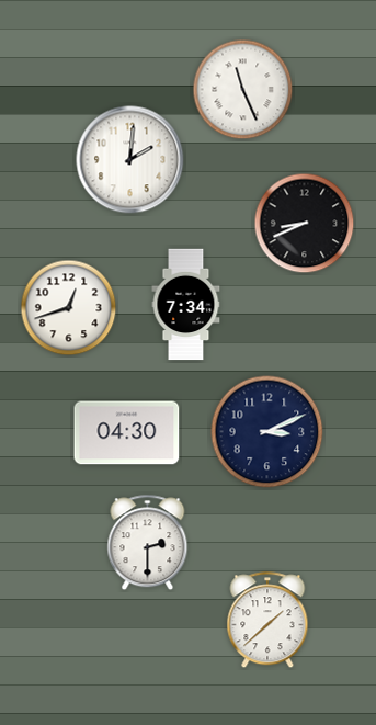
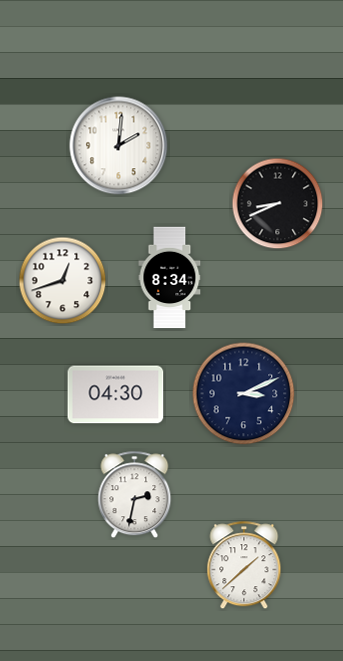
clock at (243, 90): 11:26 -> none
clock at (186, 305): 7:34 -> 8:34
clock at (148, 543): 2:30 -> 2:32
